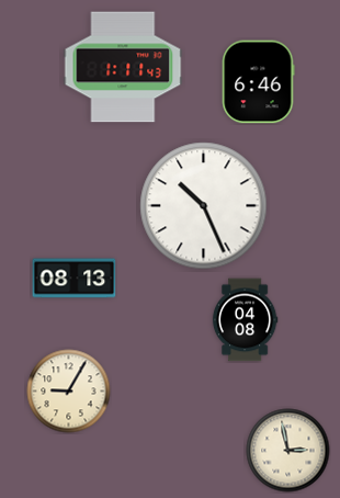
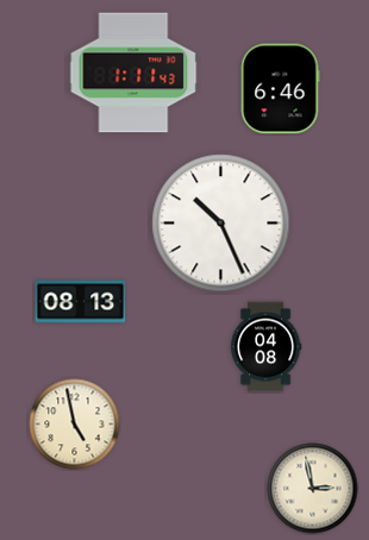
clock at (69, 392): 9:05 -> 4:58
